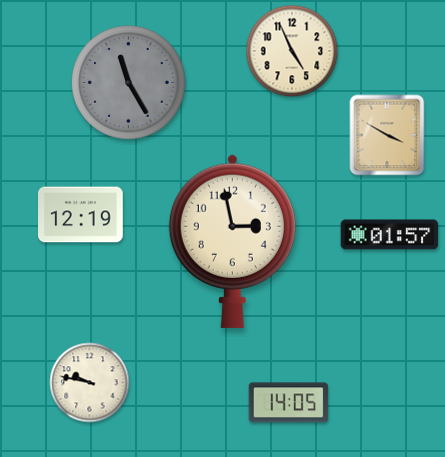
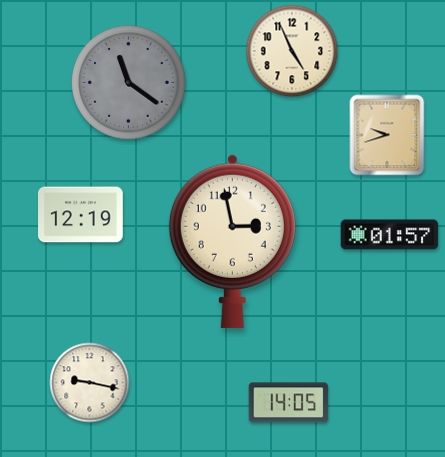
clock at (129, 83): 11:25 -> 11:21
clock at (387, 135): 3:50 -> 9:42
clock at (90, 383): 9:47 -> 9:17
